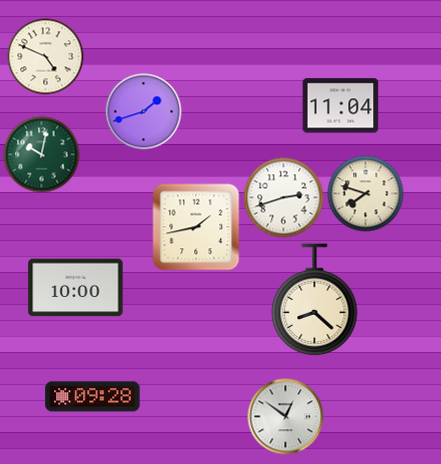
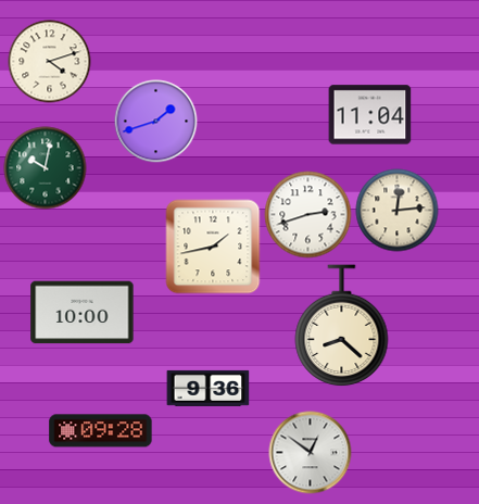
clock at (46, 57): 4:49 -> 4:12
clock at (366, 194): 7:48 -> 12:14
clock at (209, 388): none -> 9:36
